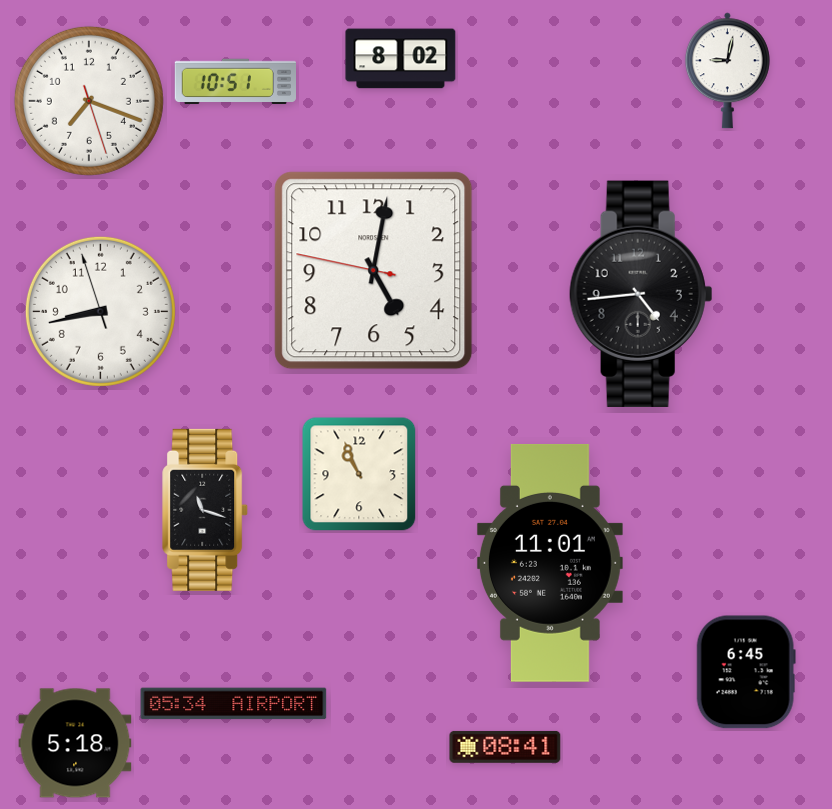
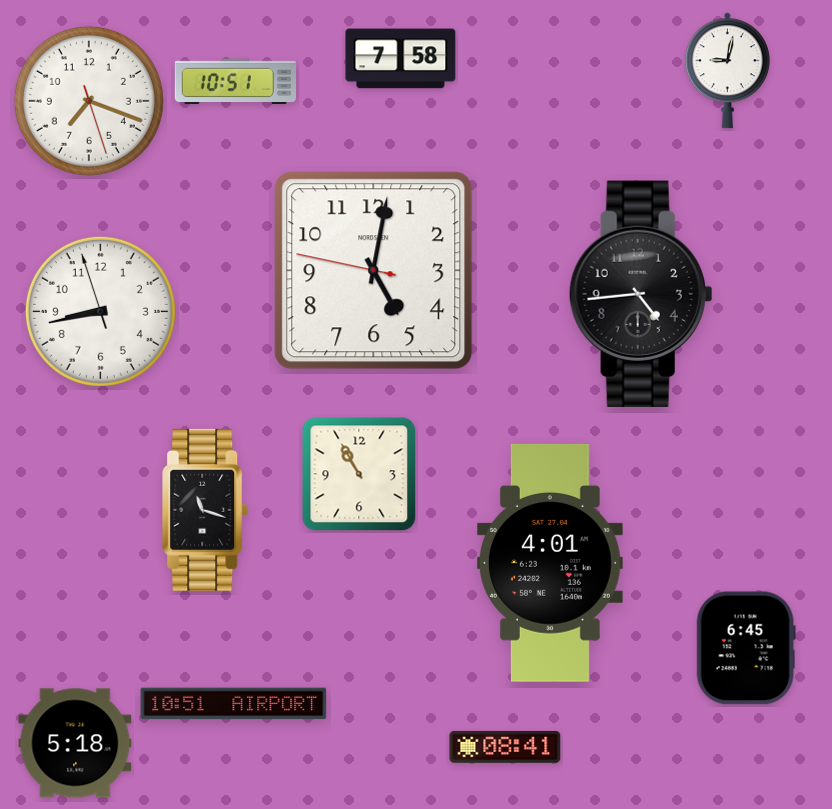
clock at (401, 59): 8:02 -> 7:58
clock at (359, 474): 10:56 -> 10:55
clock at (550, 563): 11:01 -> 4:01
clock at (746, 672) position: (746, 672) -> (746, 648)
clock at (234, 704): 05:34 -> 10:51
